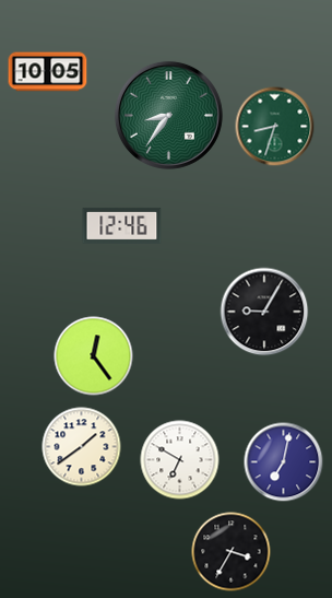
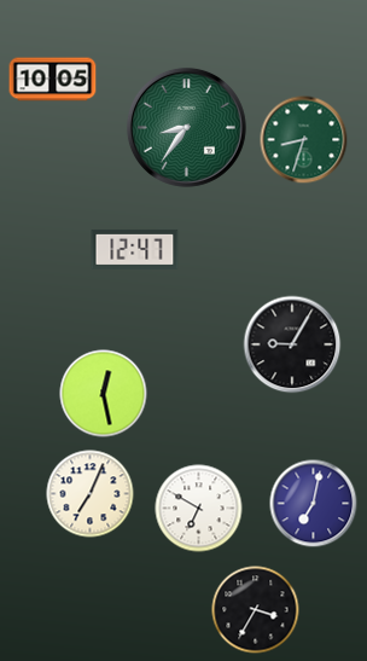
clock at (122, 225): 12:46 -> 12:47
clock at (94, 356): 12:24 -> 12:28
clock at (82, 447): 1:39 -> 7:04
clock at (284, 462) position: (284, 462) -> (314, 504)
